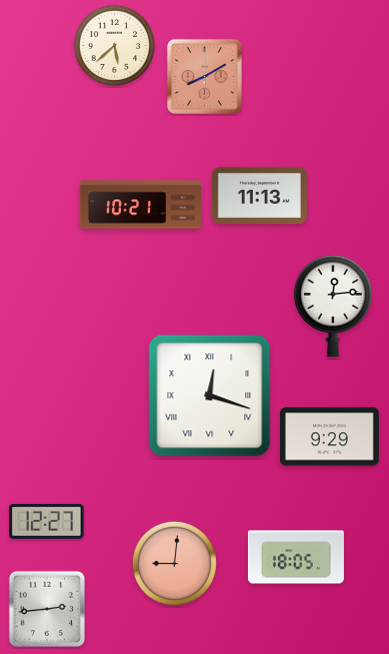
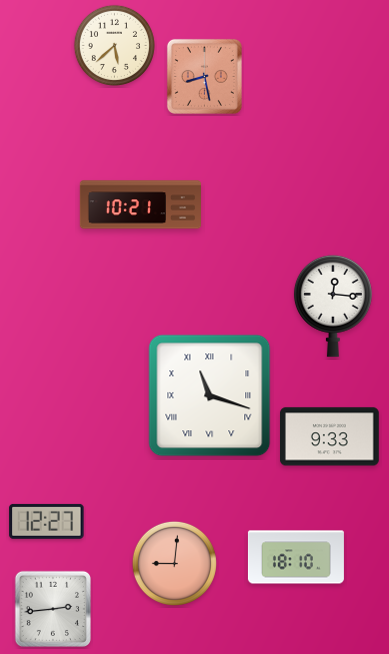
clock at (204, 76): 8:10 -> 8:28
clock at (259, 195): 11:13 -> none
clock at (333, 306): 12:14 -> 12:16
clock at (210, 396): 12:18 -> 11:18
clock at (330, 437): 9:29 -> 9:33
clock at (296, 557): 18:05 -> 18:10
clock at (46, 608) position: (46, 608) -> (52, 608)
